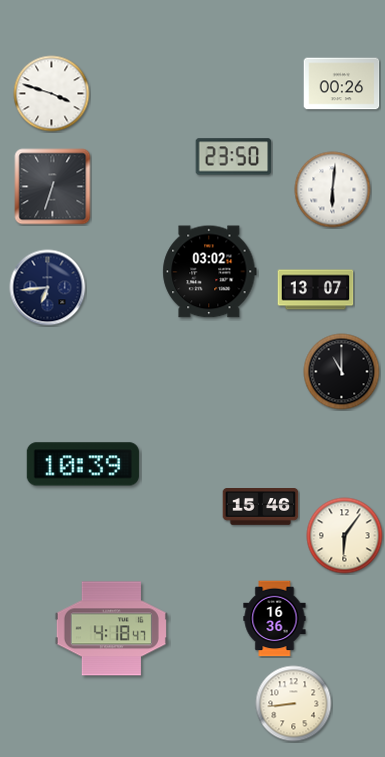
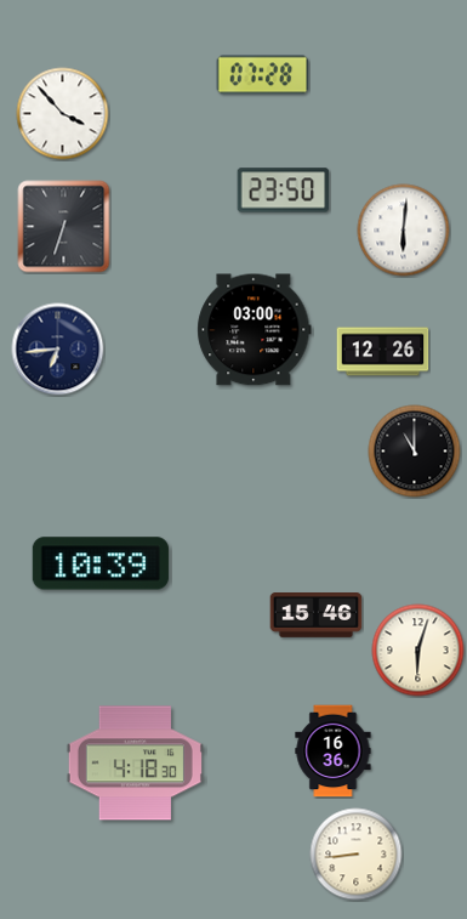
clock at (263, 75): none -> 07:28
clock at (342, 84): 00:26 -> none
clock at (52, 94): 3:48 -> 3:53
clock at (210, 272): 03:02 -> 03:00
clock at (316, 290): 13:07 -> 12:26
clock at (345, 536): 6:06 -> 6:03
clock at (111, 629): 4:18:47 -> 4:18:30
